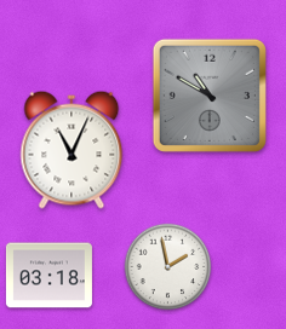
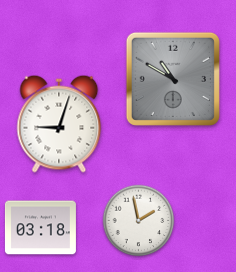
clock at (71, 150): 11:04 -> 9:03
